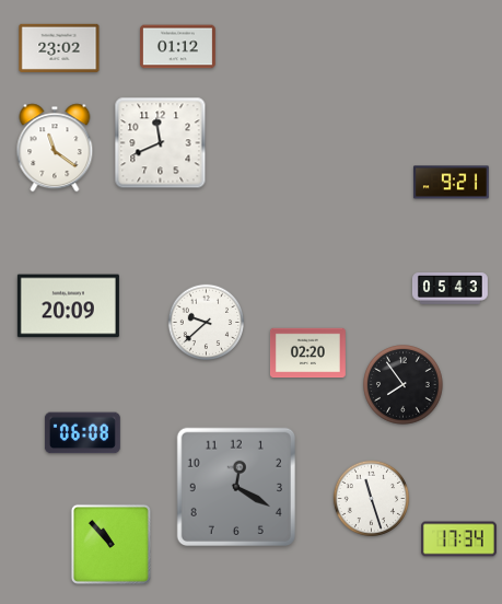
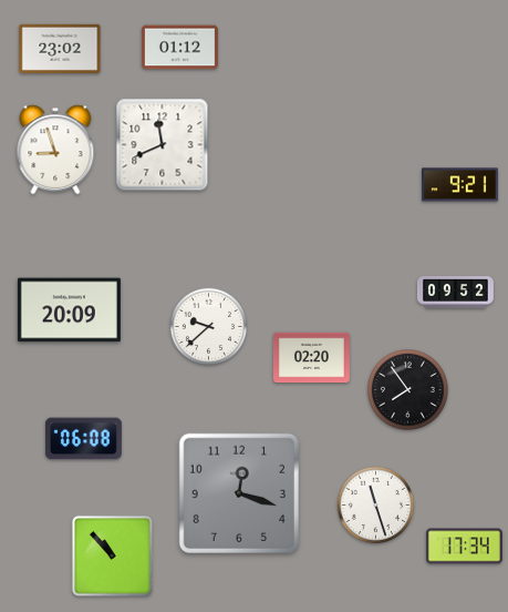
clock at (55, 148): 11:21 -> 8:57
clock at (451, 183) position: (451, 183) -> (459, 185)
clock at (450, 289): 05:43 -> 09:52
clock at (236, 487): 12:20 -> 12:18
clock at (110, 544) position: (110, 544) -> (112, 555)
